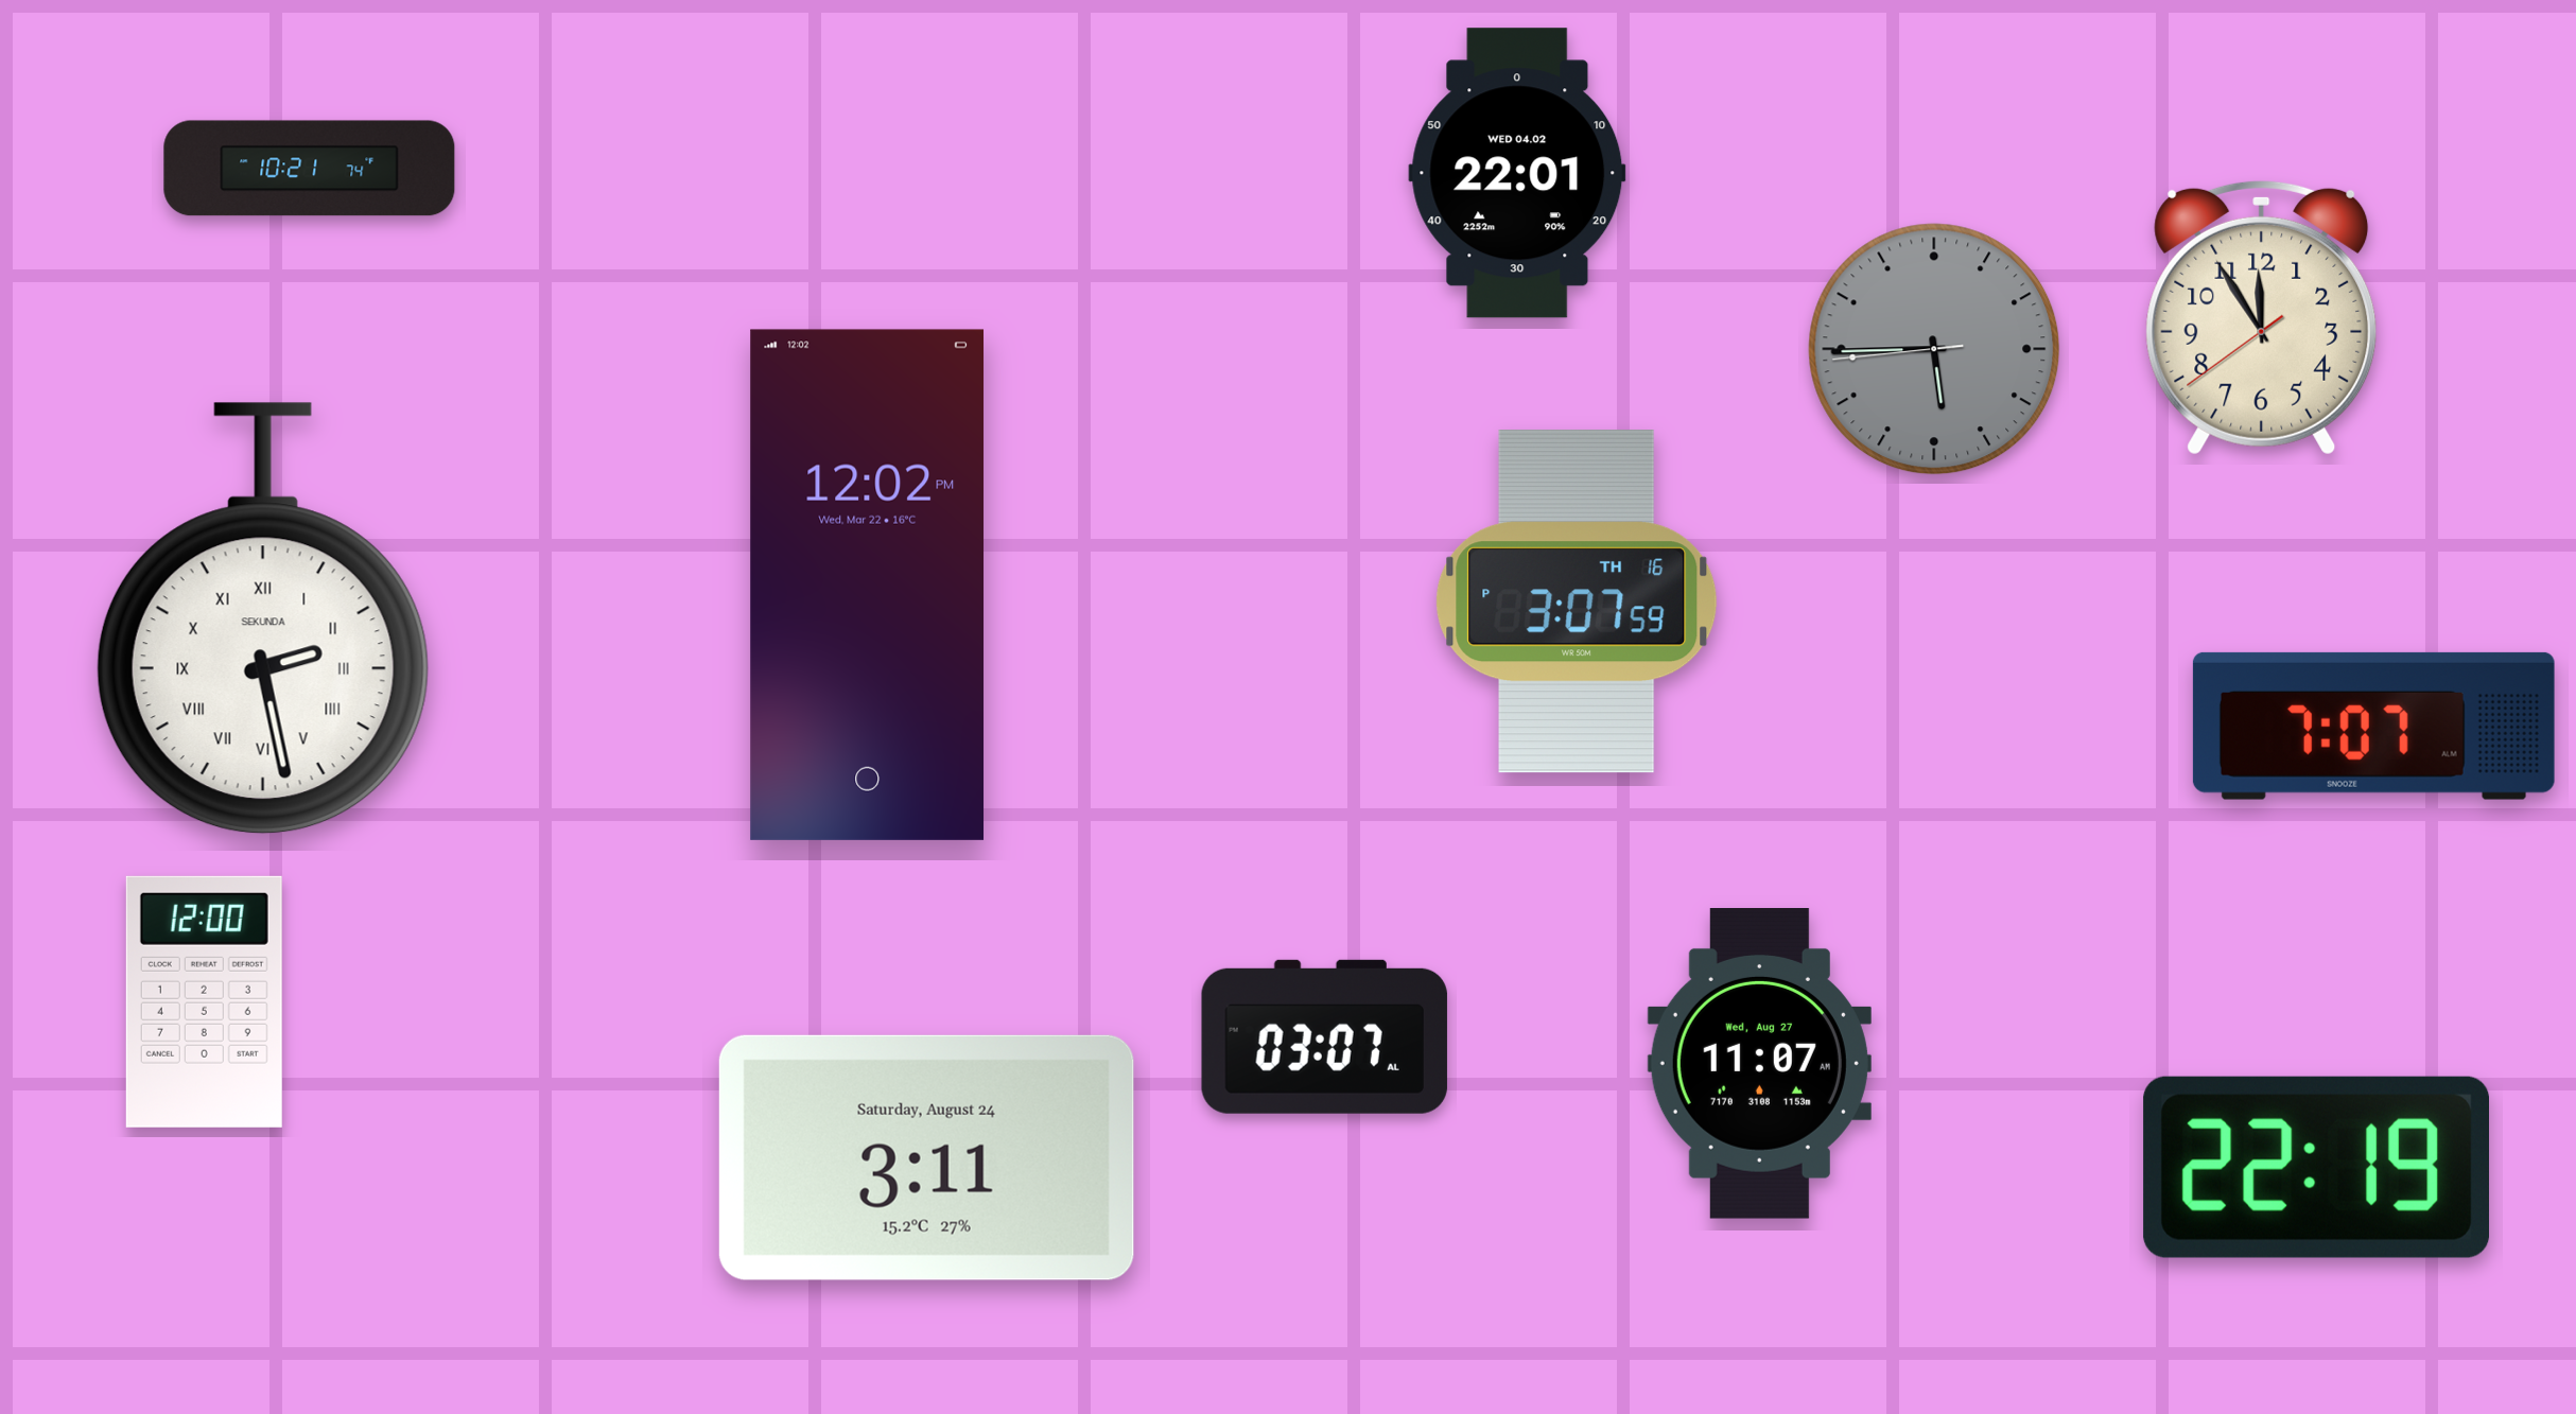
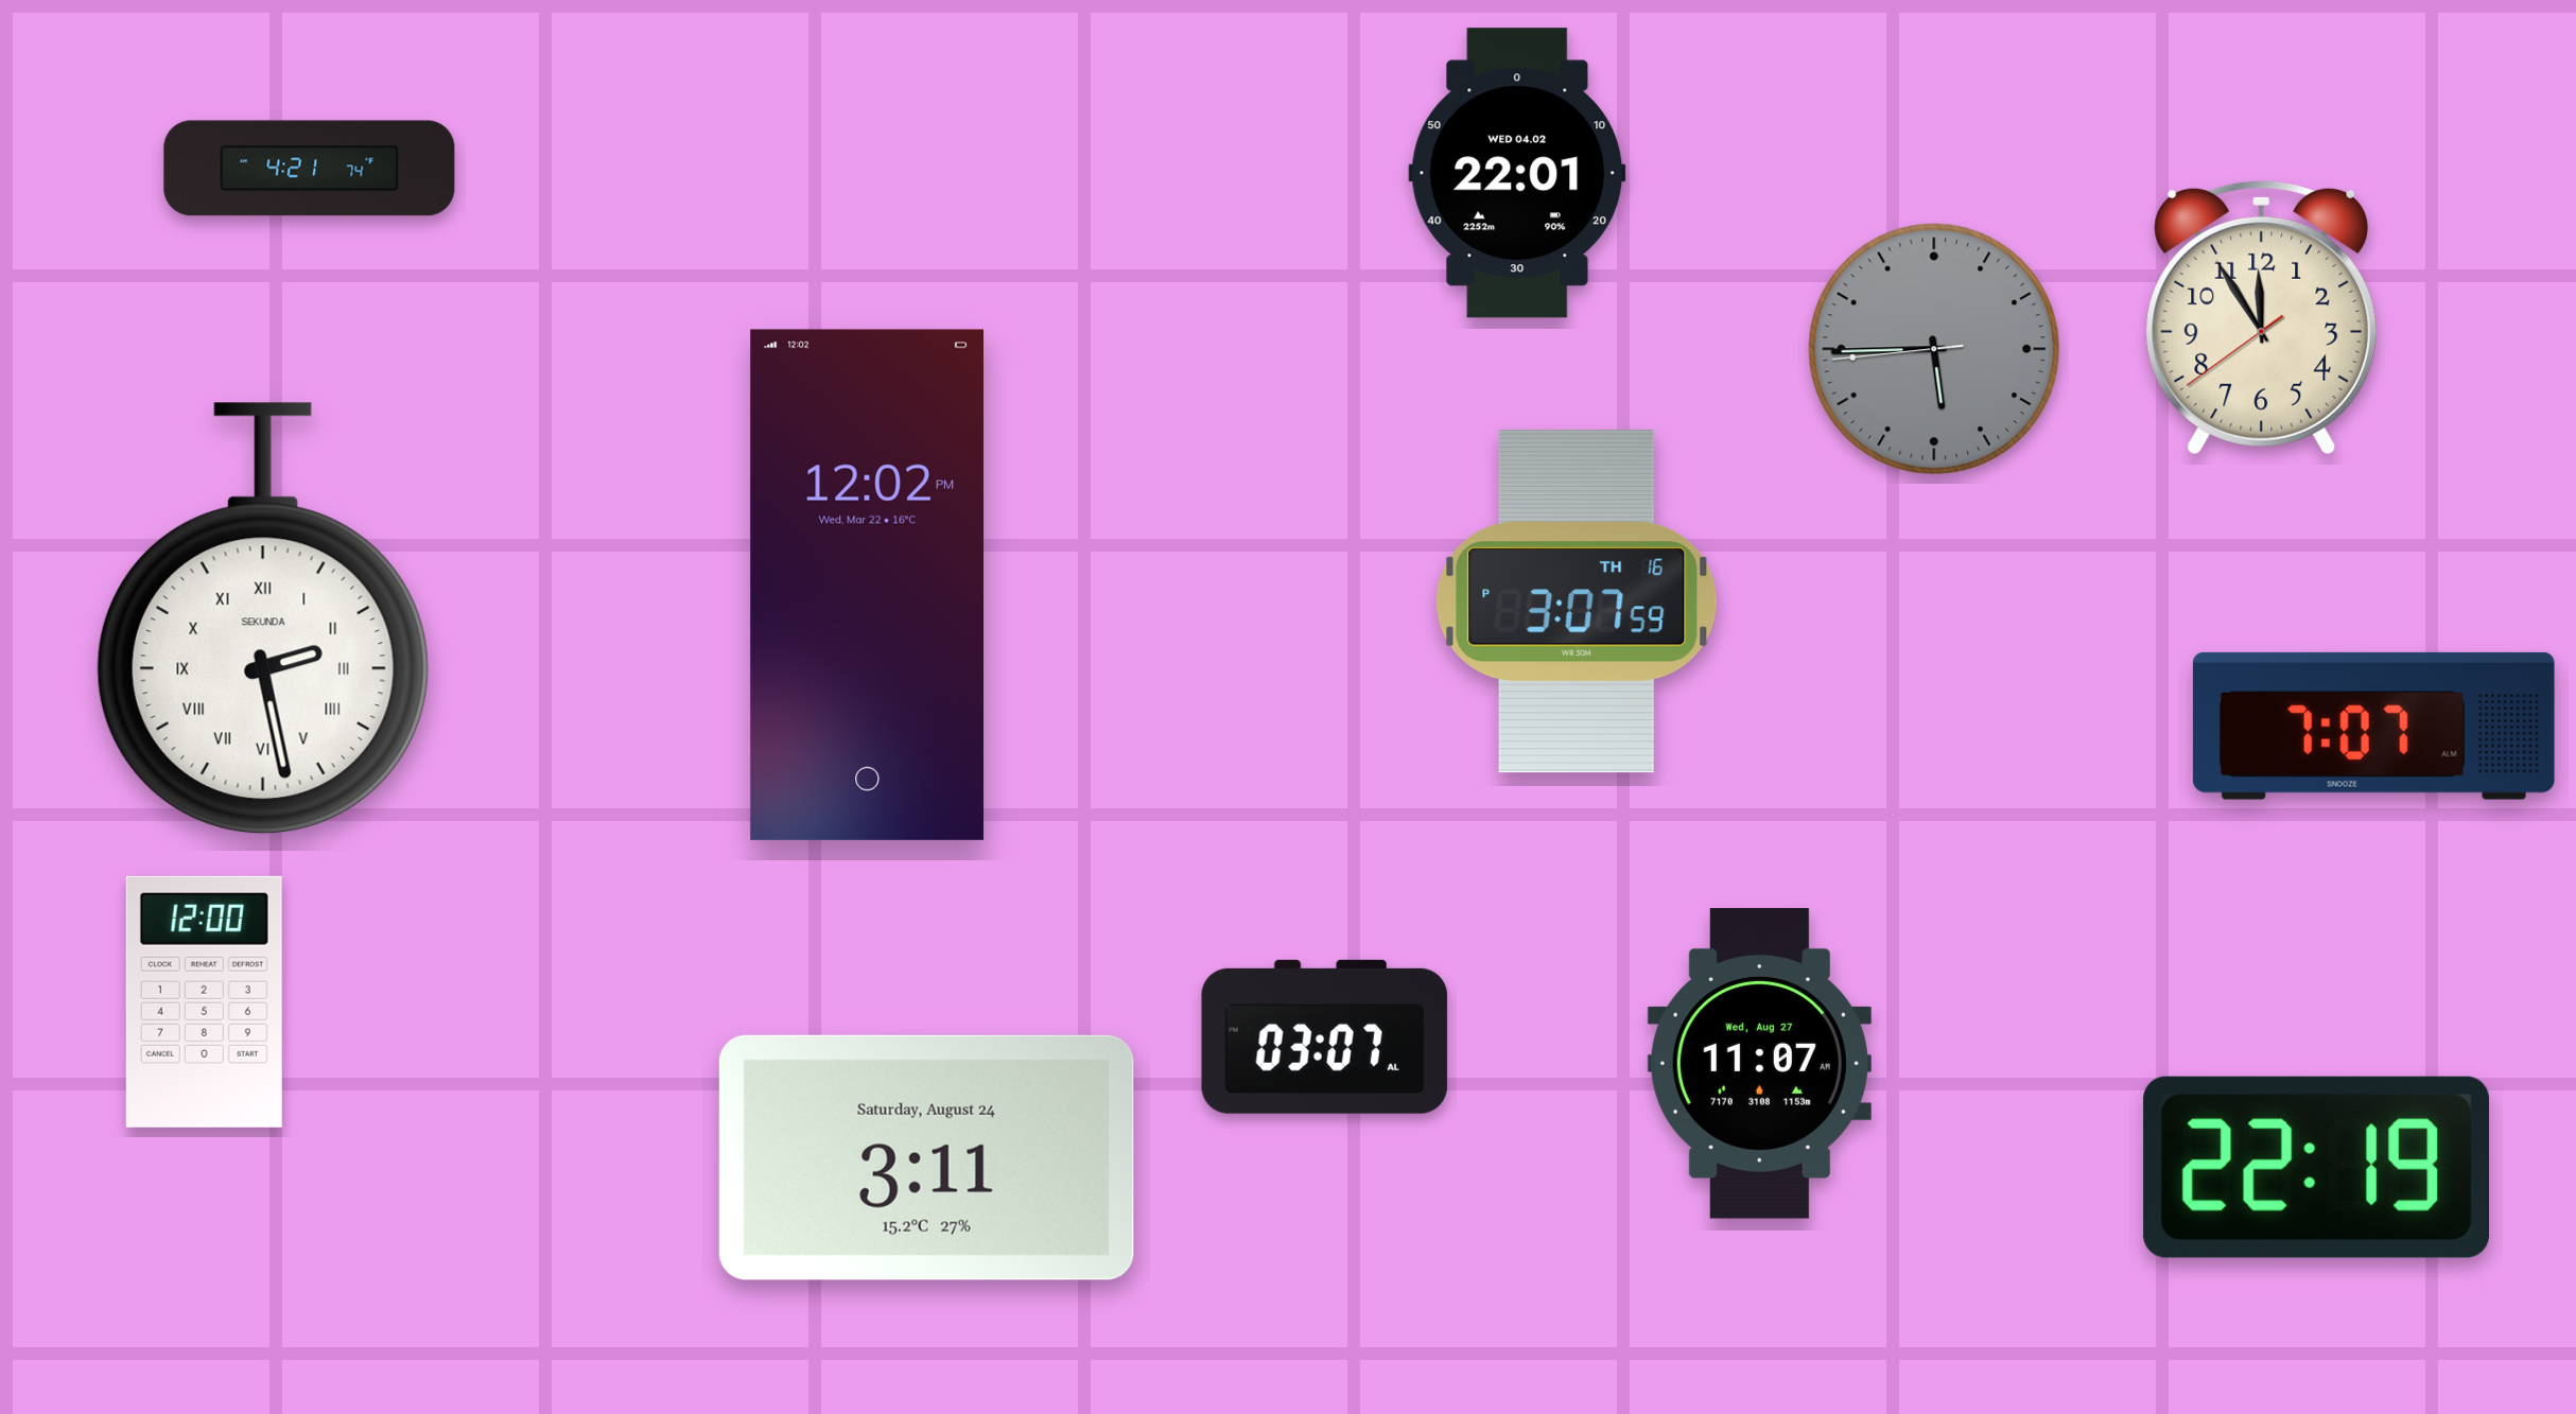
clock at (310, 169): 10:21 -> 4:21
